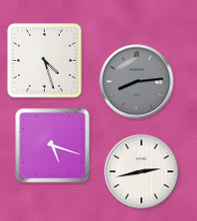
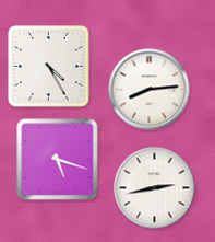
clock at (45, 61): 4:27 -> 4:25
clock at (137, 82) dial: grey -> white
